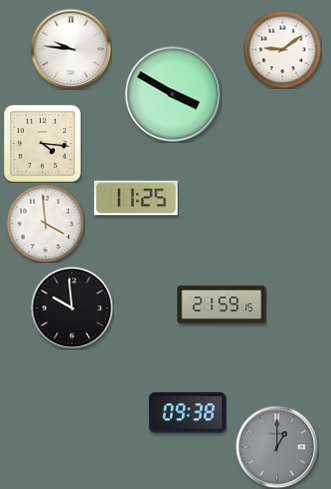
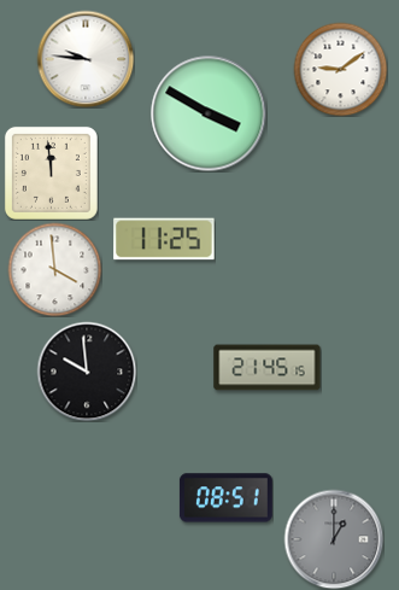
clock at (282, 49) position: (282, 49) -> (340, 69)
clock at (42, 143): 4:16 -> 11:59
clock at (222, 305): 21:59 -> 21:45
clock at (187, 413): 09:38 -> 08:51
